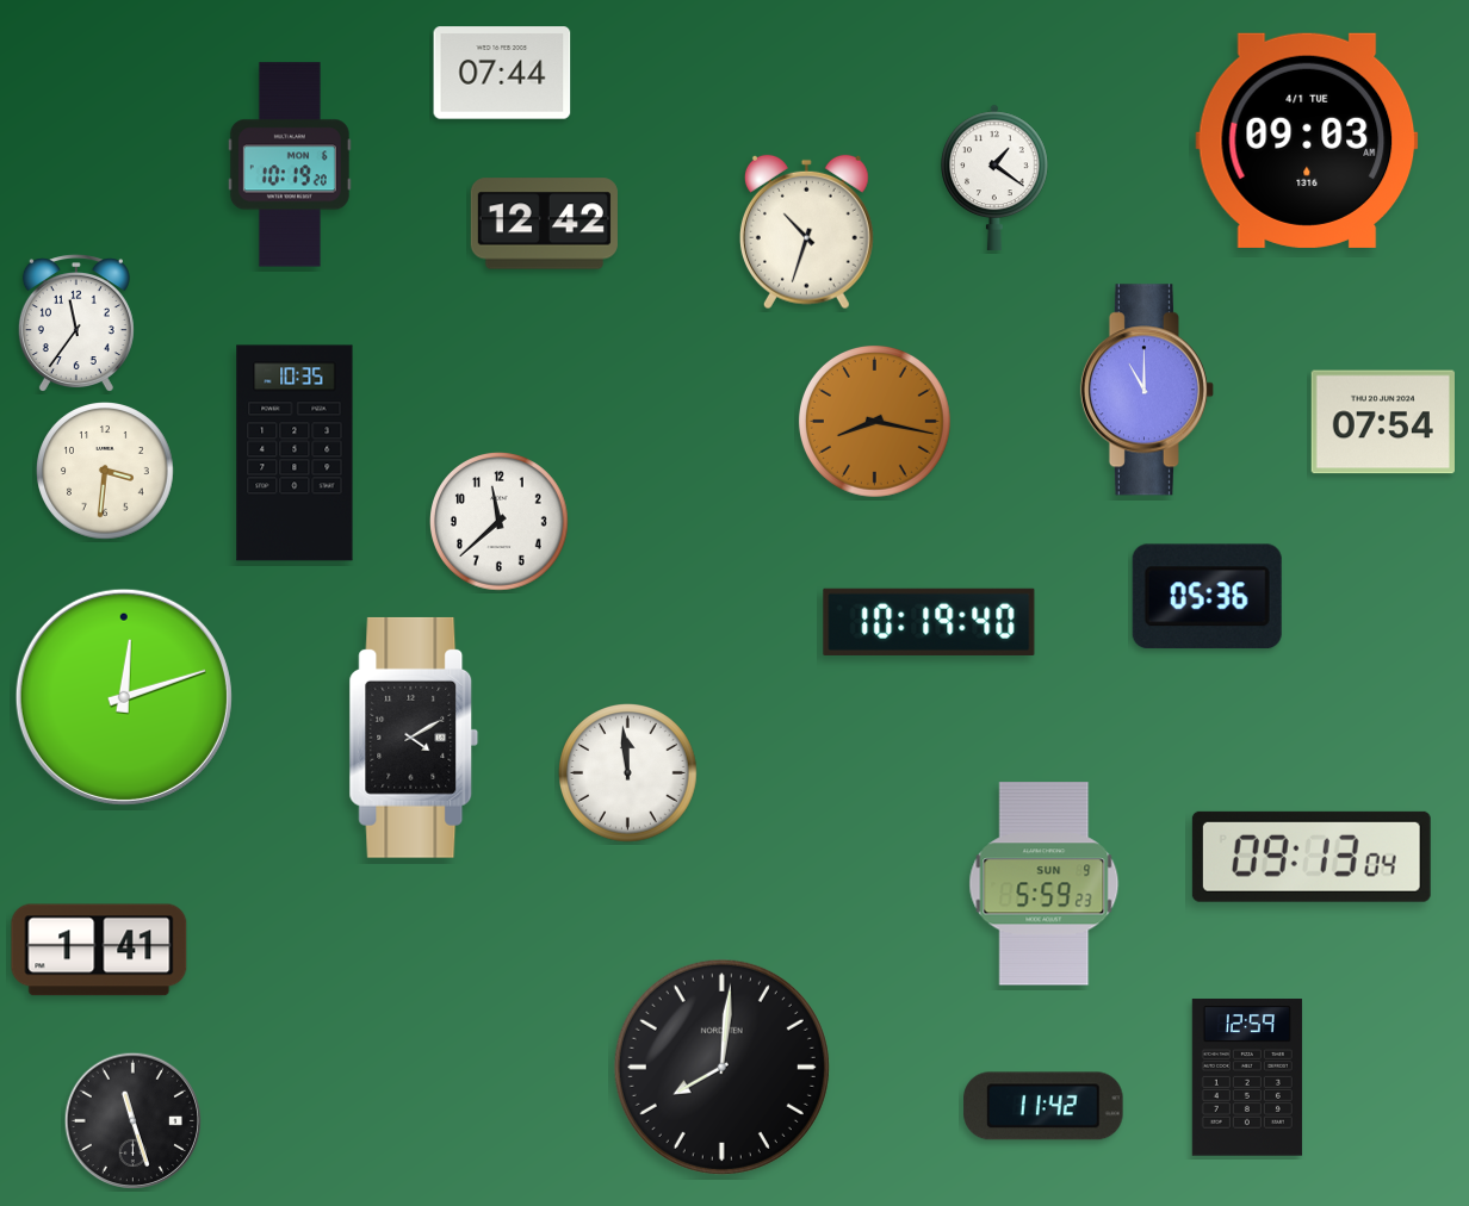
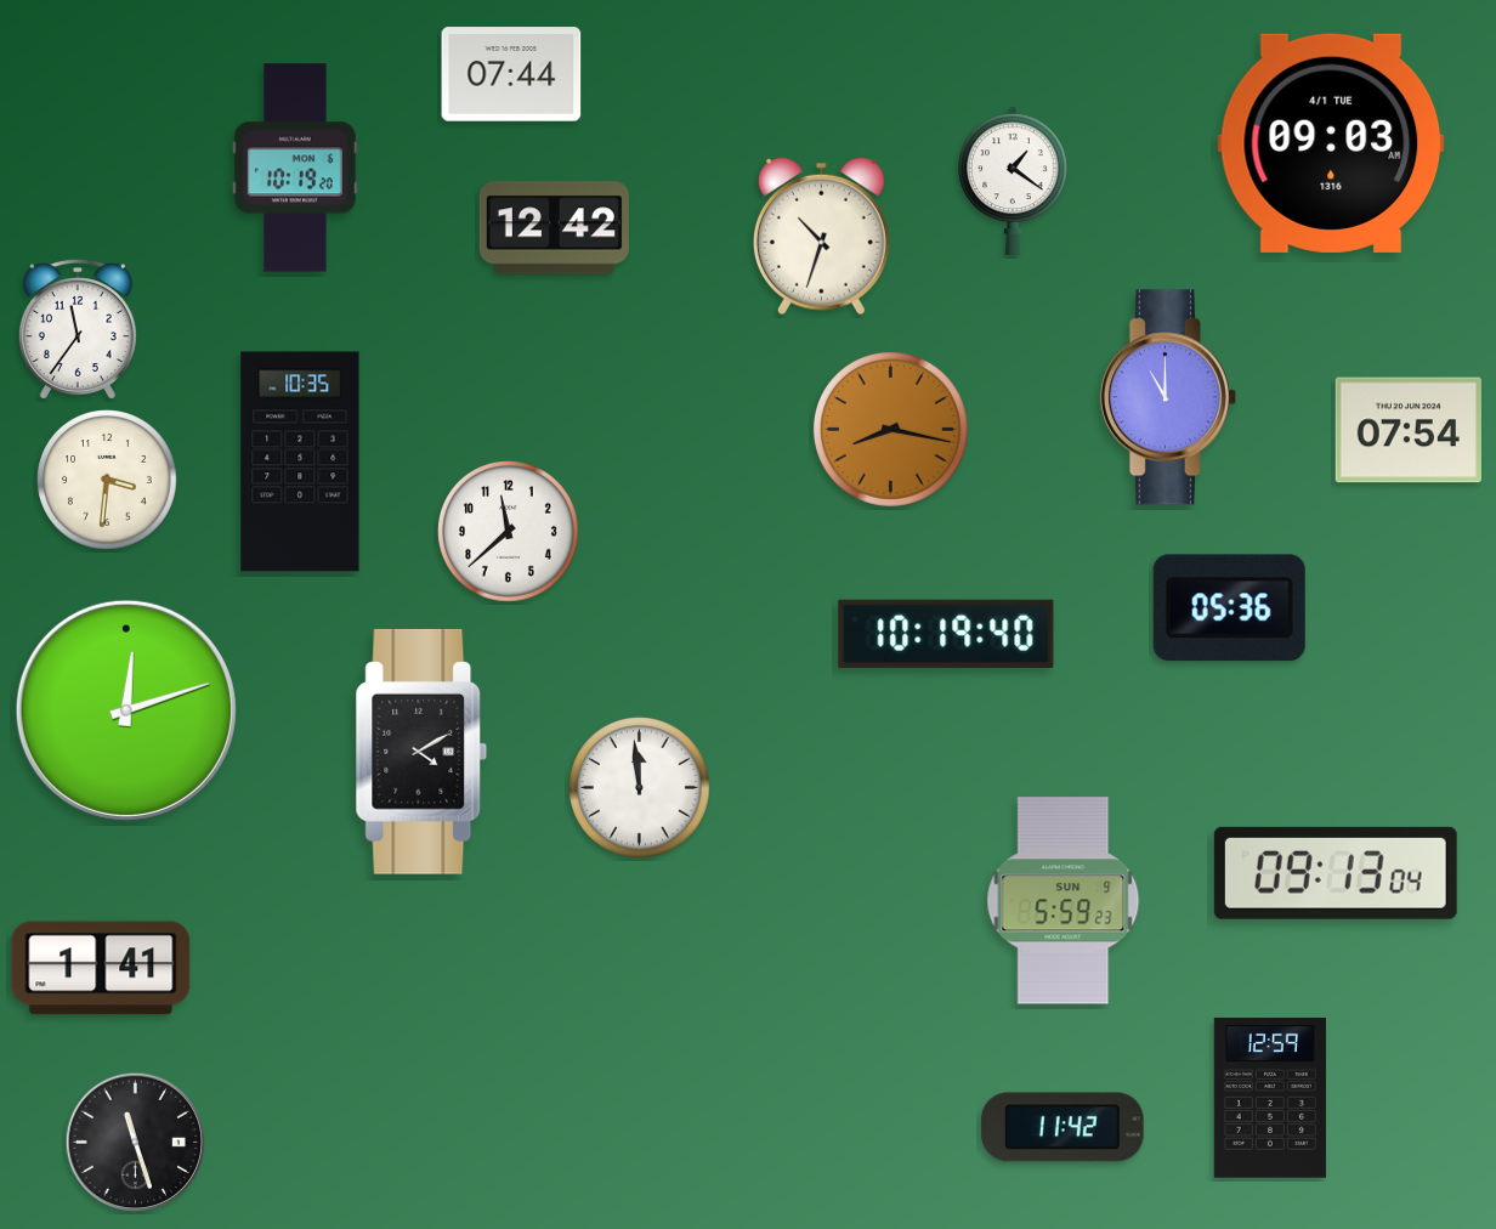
clock at (721, 1067): 8:01 -> none
